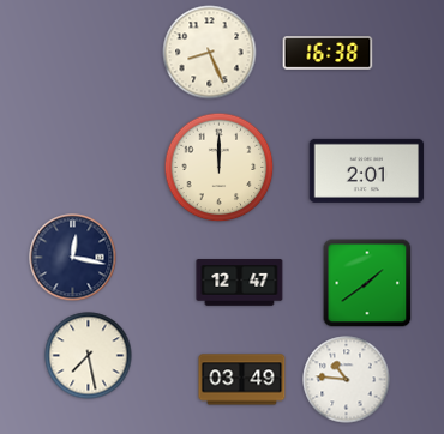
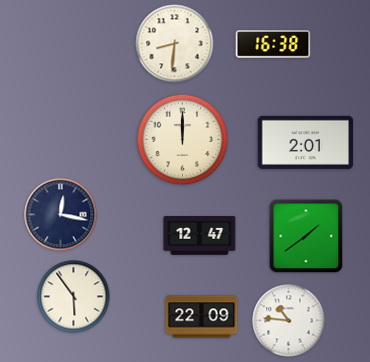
clock at (210, 53): 8:26 -> 8:31
clock at (89, 356): 7:28 -> 5:54
clock at (242, 380): 03:49 -> 22:09
clock at (347, 380) position: (347, 380) -> (289, 321)
